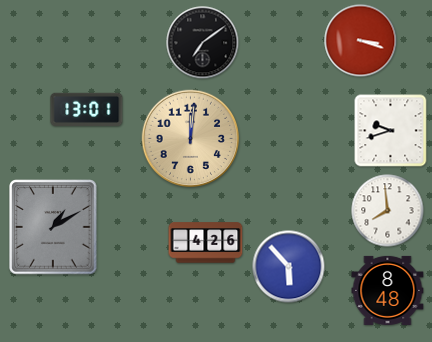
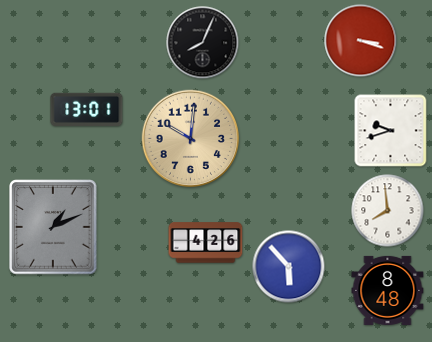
clock at (203, 43): 7:09 -> 8:04
clock at (191, 139): 12:01 -> 10:01
clock at (53, 227): 1:10 -> 1:11
